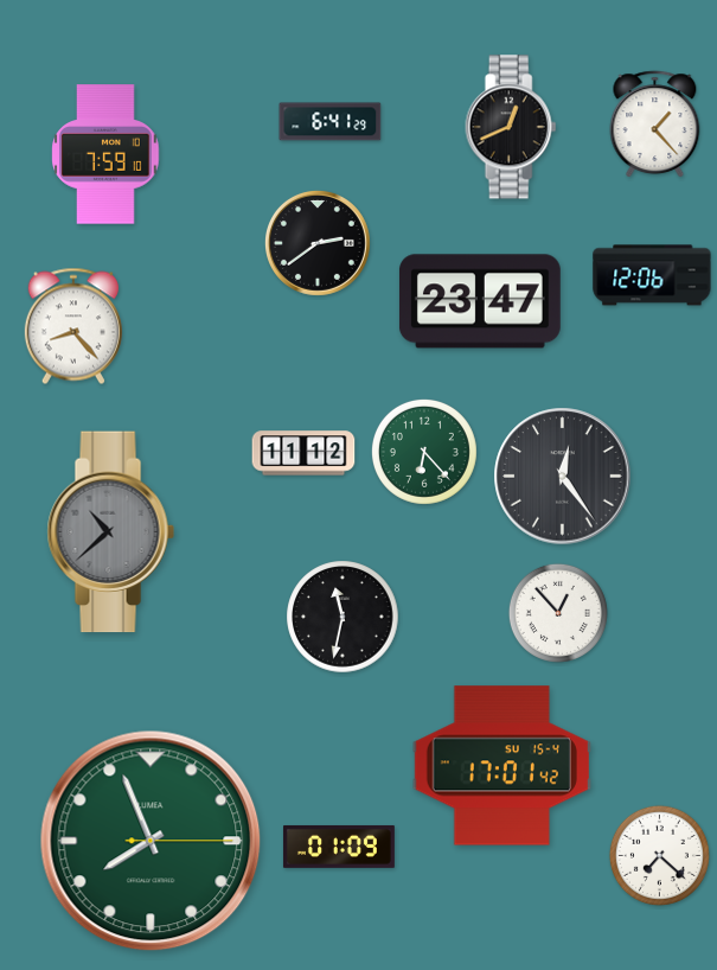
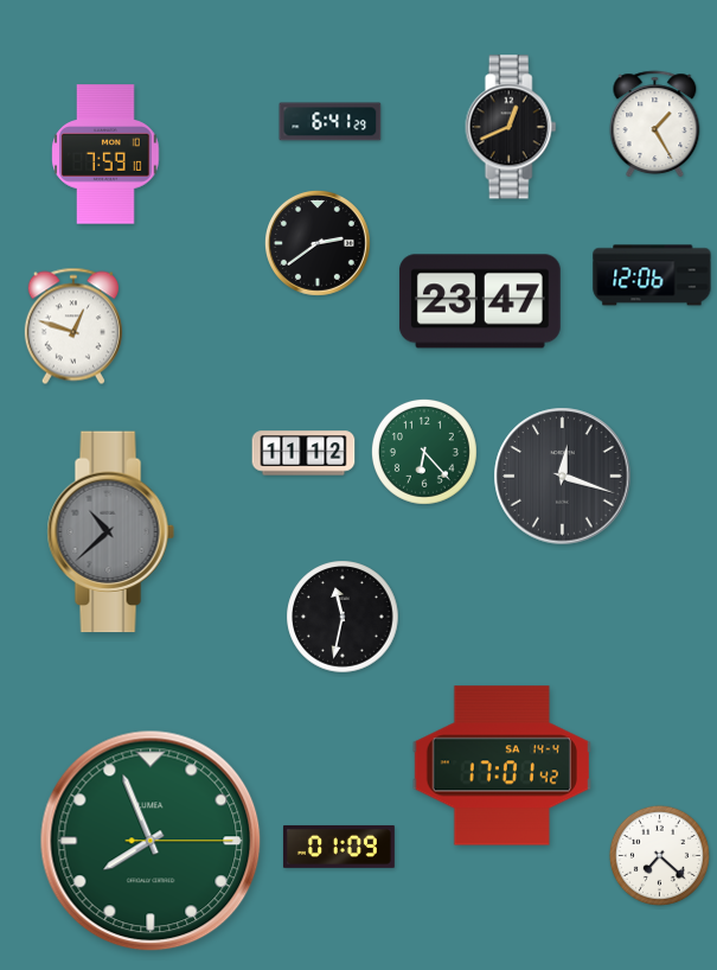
clock at (655, 125): 1:23 -> 1:25
clock at (73, 326): 8:23 -> 12:48
clock at (563, 477): 12:24 -> 12:18
clock at (558, 613): 12:53 -> none
clock at (501, 766) date: SU 15-4 -> SA 14-4
